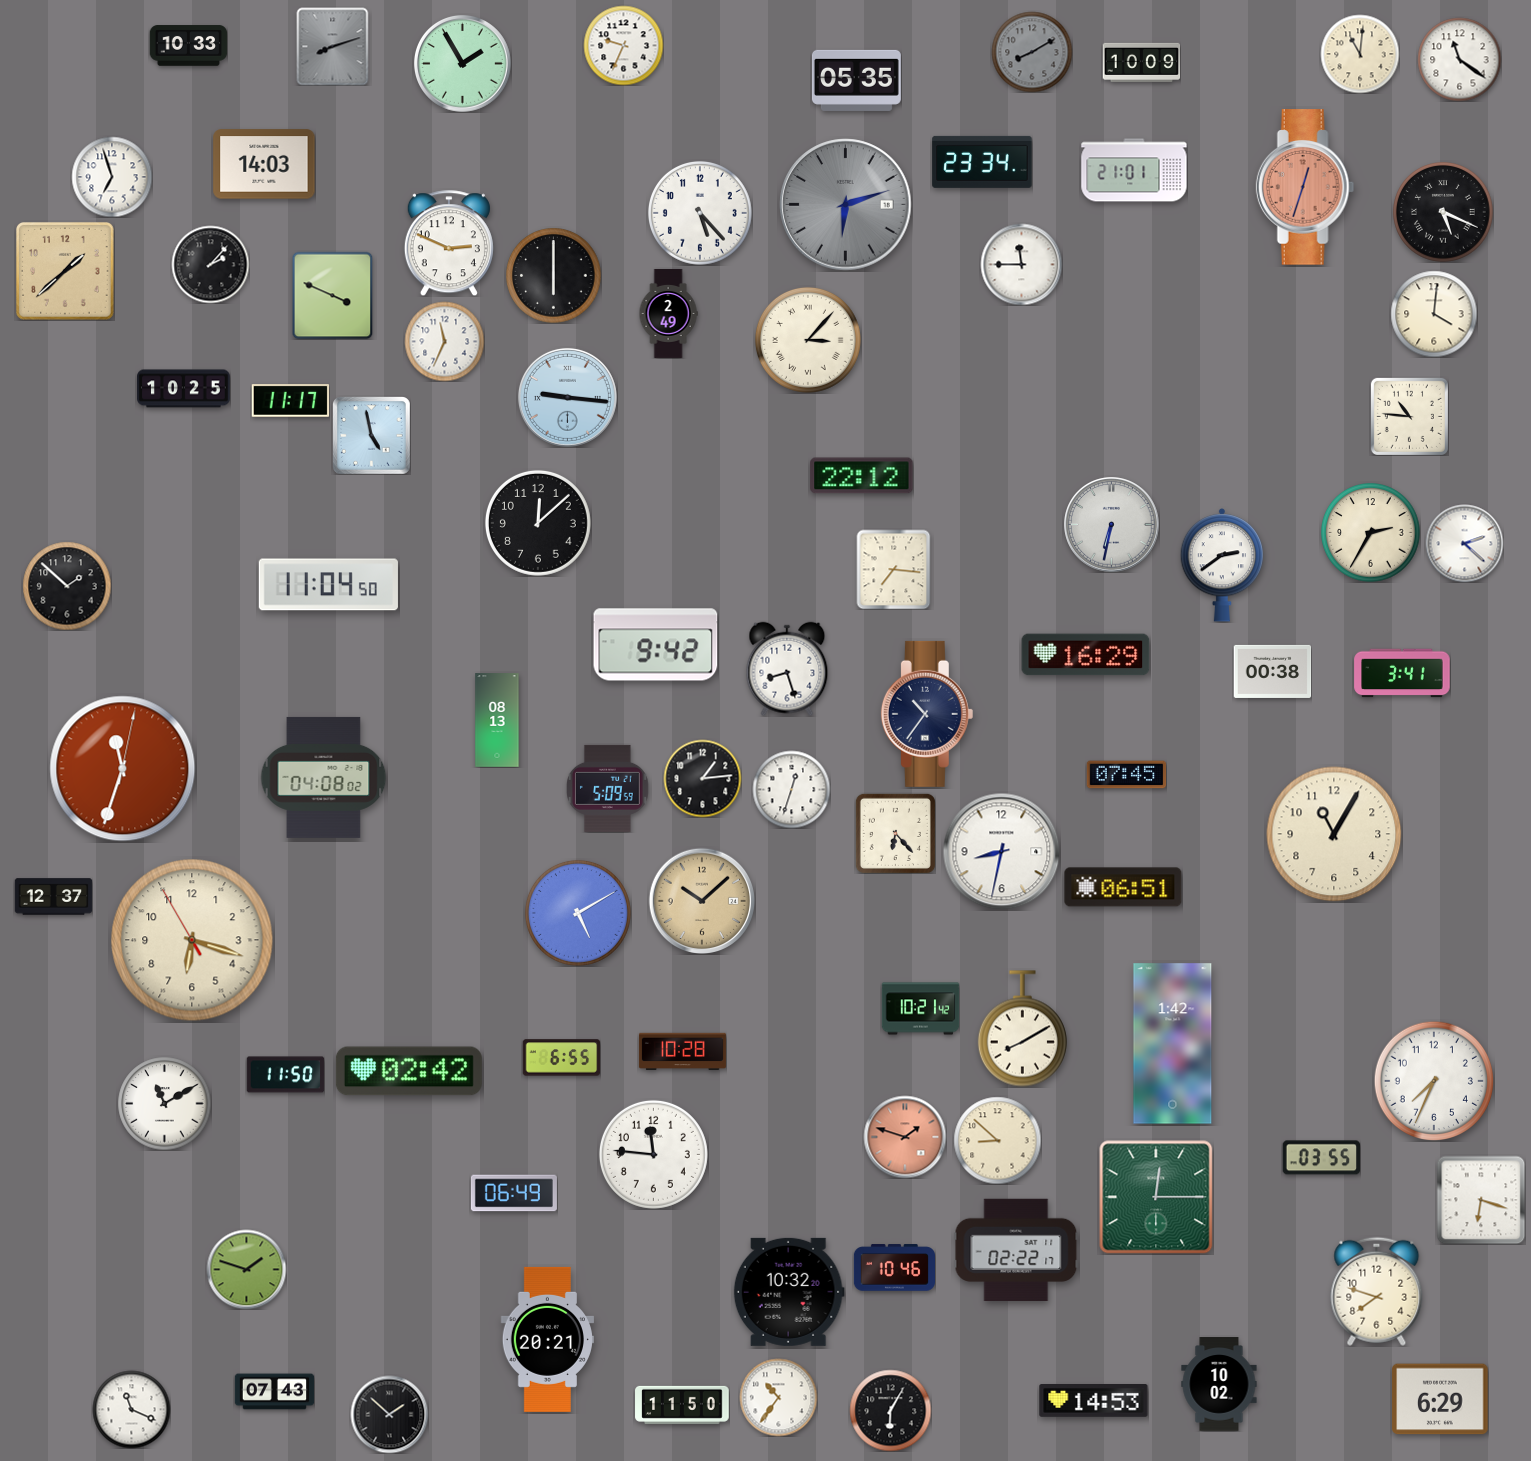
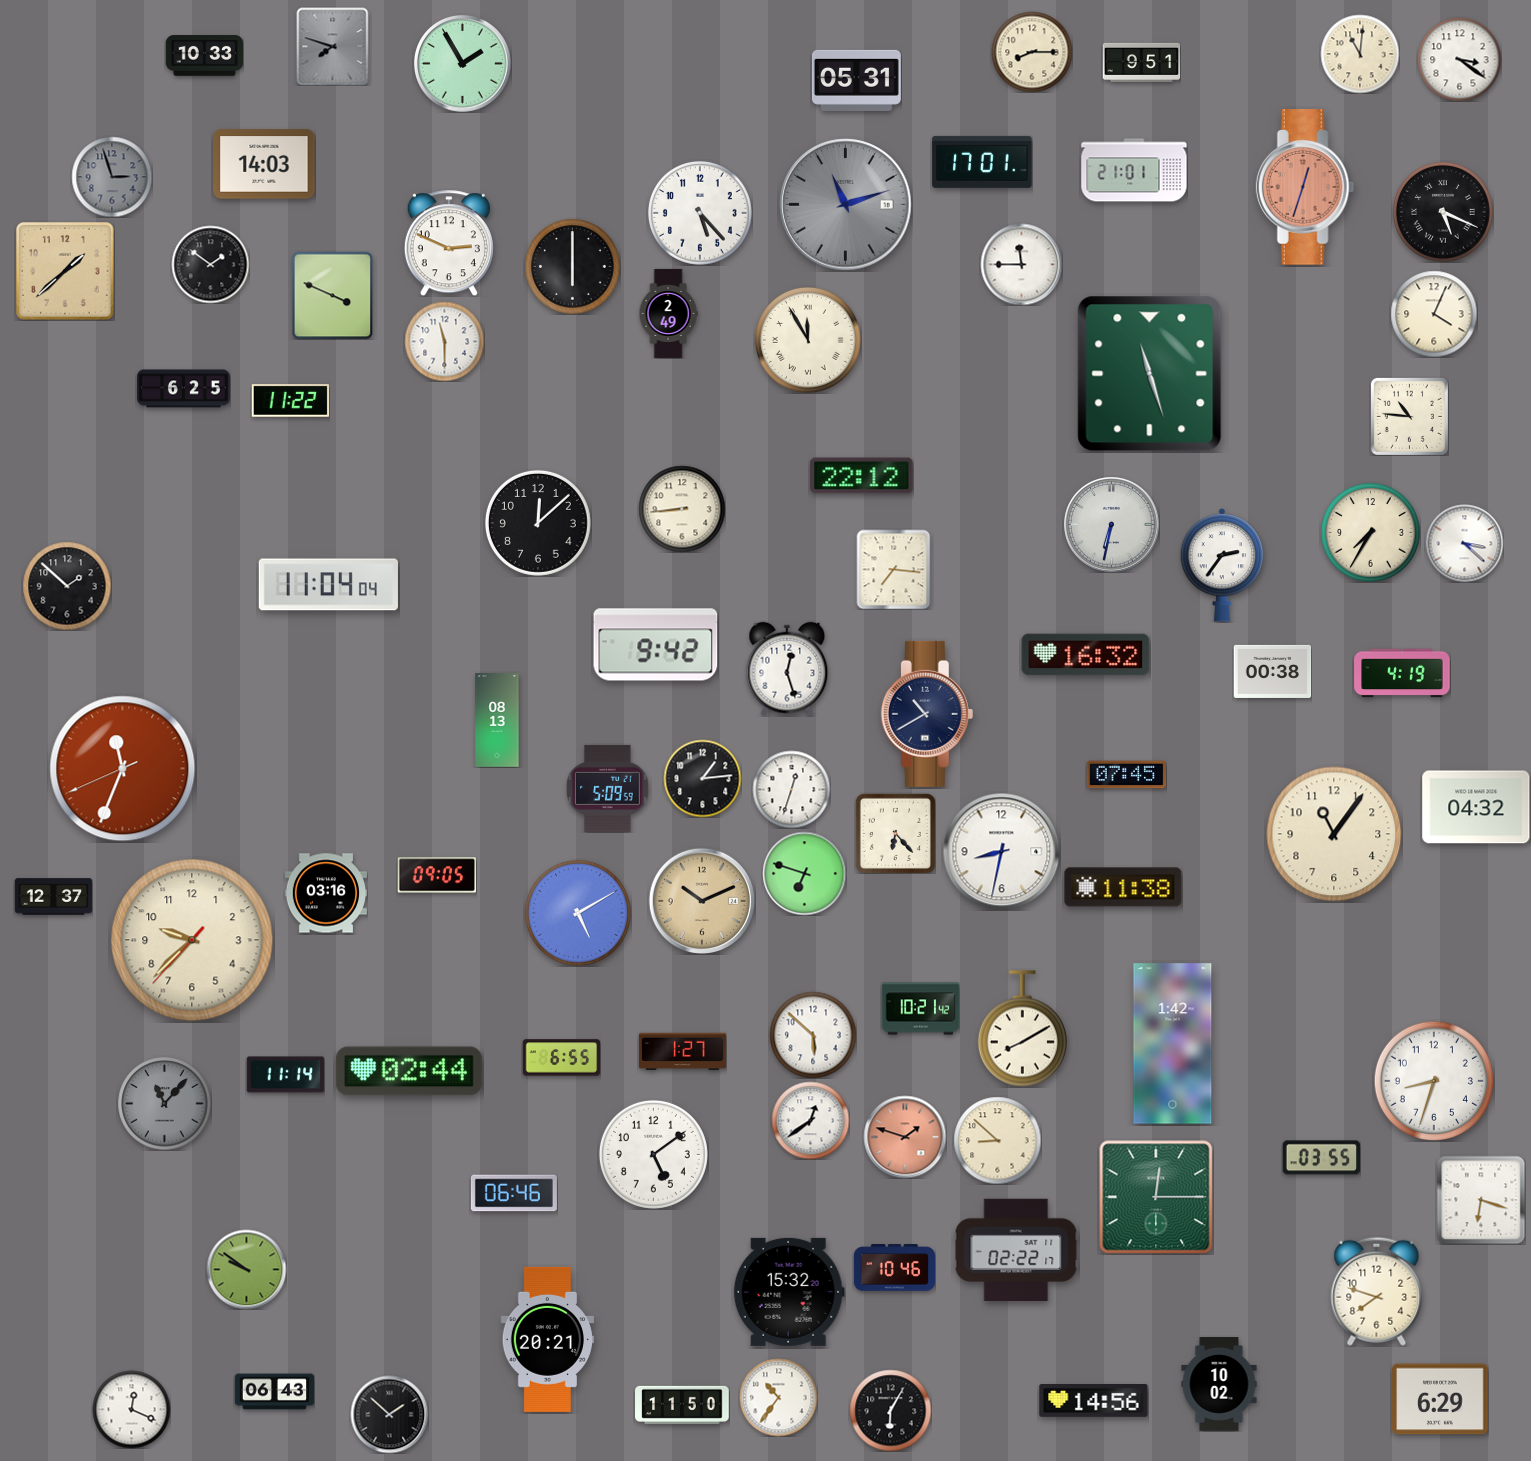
clock at (623, 45): 9:34 -> none
clock at (188, 46) position: (188, 46) -> (204, 56)
clock at (333, 46): 8:12 -> 7:48
clock at (1032, 52): 8:10 -> 8:15
clock at (1032, 52) dial: grey -> cream
clock at (1459, 59): 11:21 -> 3:21
clock at (1141, 62): 10:09 -> 9:51
clock at (856, 80): 05:35 -> 05:31
clock at (982, 162): 23:34 -> 17:01
clock at (112, 177): 6:57 -> 2:57
clock at (112, 177) dial: white -> grey
clock at (846, 205): 6:12 -> 11:12
clock at (210, 264): 2:07 -> 1:51
clock at (553, 275) position: (553, 275) -> (572, 266)
clock at (1434, 314): 4:01 -> 4:04
clock at (808, 340): 3:07 -> 11:55
clock at (444, 341): 11:34 -> 11:30
clock at (1150, 374): none -> 11:27
clock at (184, 389): 10:25 -> 6:25
clock at (567, 397): 9:16 -> none
clock at (290, 401): 11:17 -> 11:22
clock at (372, 436): 4:58 -> none
clock at (682, 509): none -> 8:44
clock at (1371, 533): 2:35 -> 7:35
clock at (1464, 543): 2:22 -> 3:22
clock at (1222, 566): 2:39 -> 2:36
clock at (328, 585): 11:04:50 -> 11:04:04
clock at (1086, 655): 16:29 -> 16:32
clock at (787, 669): 8:27 -> 12:27
clock at (1402, 673): 3:41 -> 4:19
clock at (927, 714): 10:36 -> 10:40
clock at (123, 769): 11:33:02 -> 11:33:41
clock at (324, 777): 04:08 -> none
clock at (1476, 807): none -> 04:32
clock at (1334, 834): 11:05 -> 11:06
clock at (804, 873): none -> 6:48
clock at (436, 875): none -> 09:05
clock at (1123, 887): 06:51 -> 11:38
clock at (326, 893): none -> 03:16
clock at (701, 900): 10:08 -> 10:11
clock at (192, 940): 6:17 -> 9:37
clock at (813, 1035): none -> 5:52
clock at (682, 1052): 10:28 -> 1:27
clock at (409, 1071): 02:42 -> 02:44
clock at (285, 1075): 11:50 -> 11:14
clock at (1433, 1080): 7:34 -> 8:33
clock at (164, 1103): 11:10 -> 11:07
clock at (164, 1103) dial: white -> grey
clock at (810, 1120): none -> 12:39
clock at (653, 1154): 11:46 -> 5:09
clock at (514, 1193): 06:49 -> 06:46
clock at (246, 1269): 1:48 -> 9:51
clock at (789, 1292): 10:32 -> 15:32
clock at (274, 1392): 07:43 -> 06:43
clock at (1094, 1401): 14:53 -> 14:56
clock at (131, 1409): 11:19 -> 12:19
